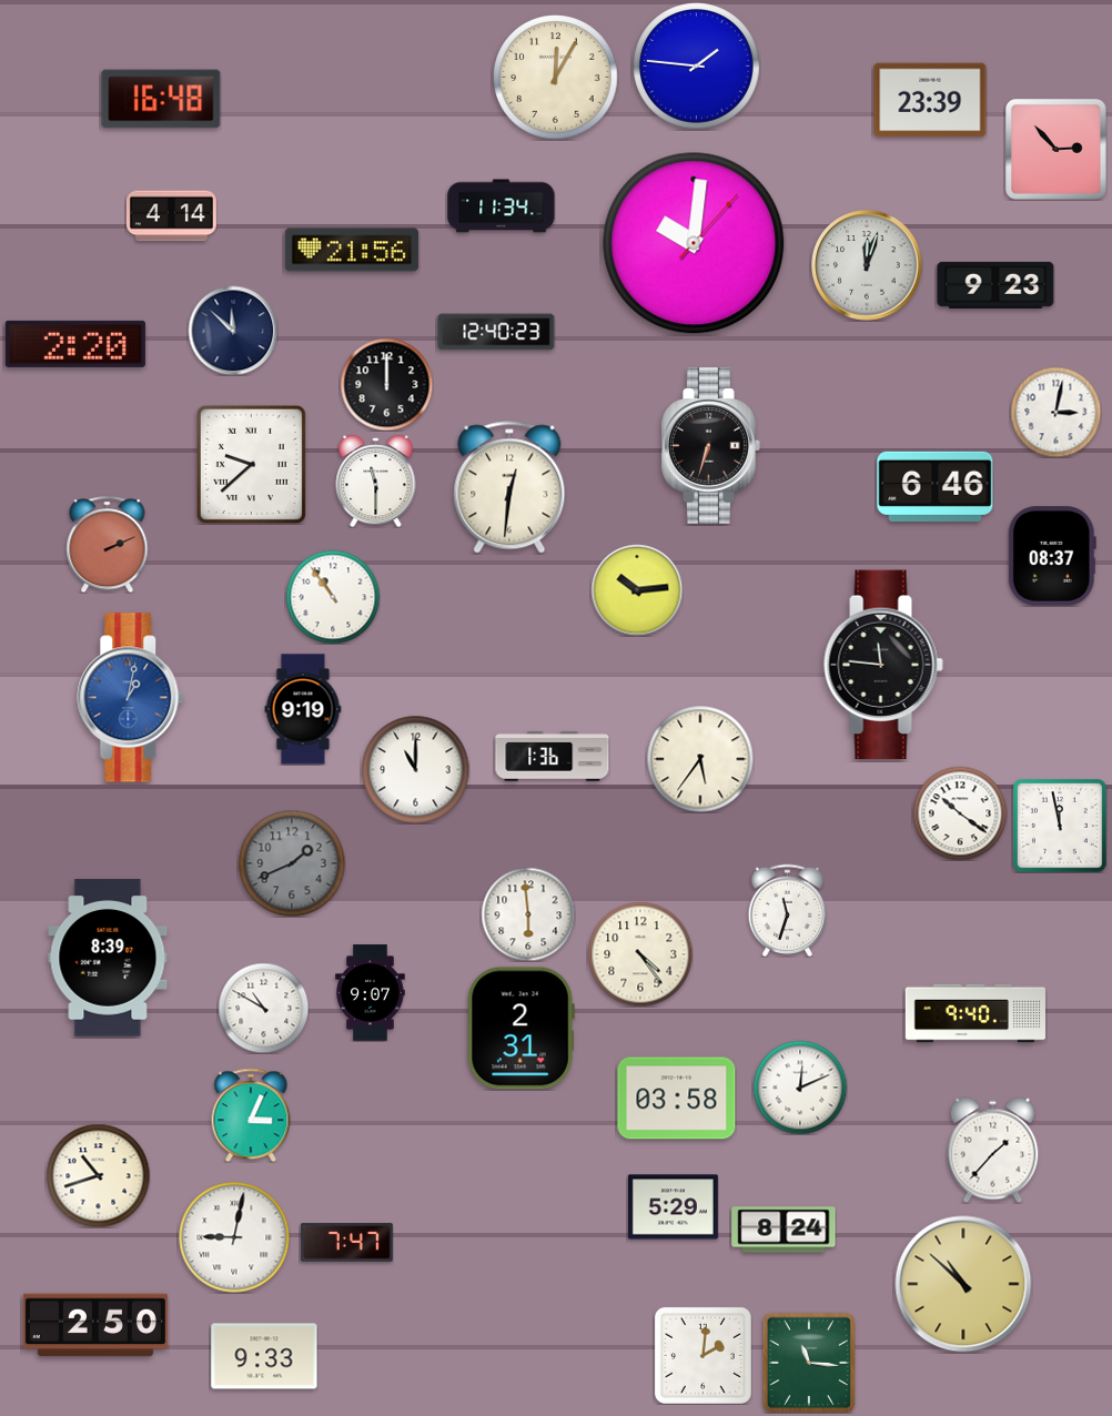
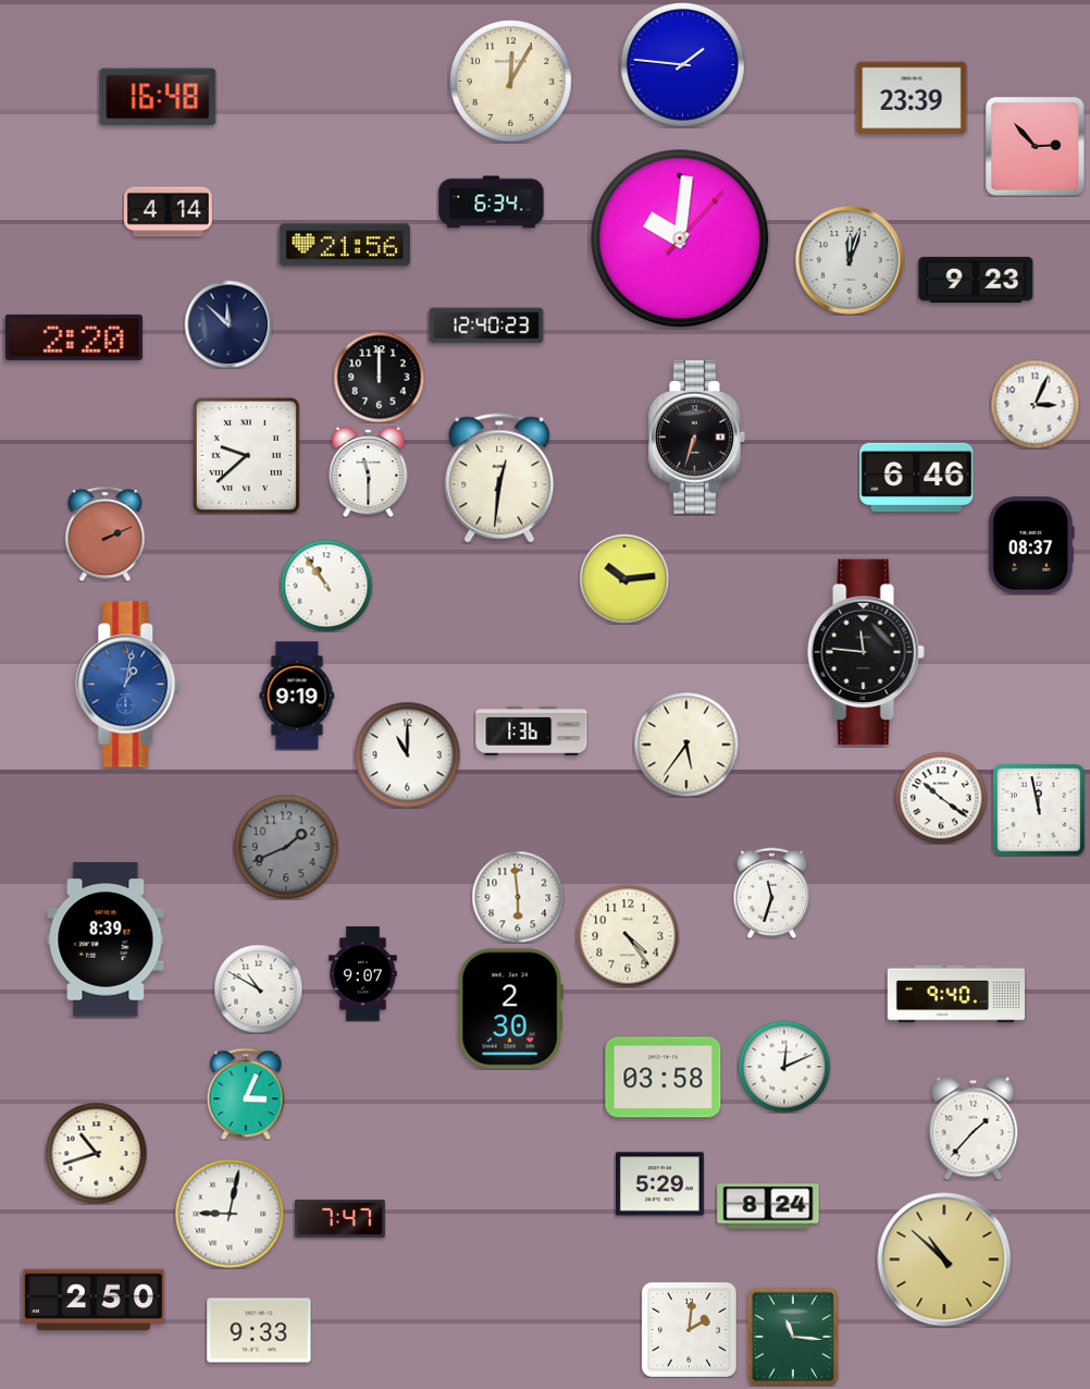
clock at (556, 78) position: (556, 78) -> (511, 82)
clock at (502, 206): 11:34 -> 6:34
clock at (1055, 412): 3:02 -> 3:04
clock at (553, 757) position: (553, 757) -> (532, 732)
clock at (520, 1029): 2:31 -> 2:30
